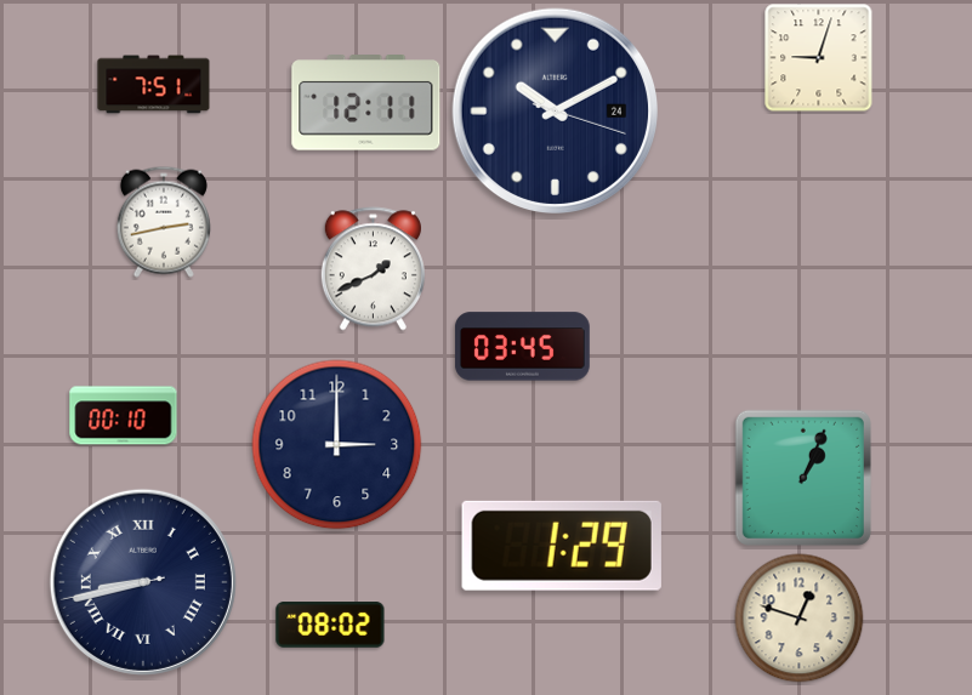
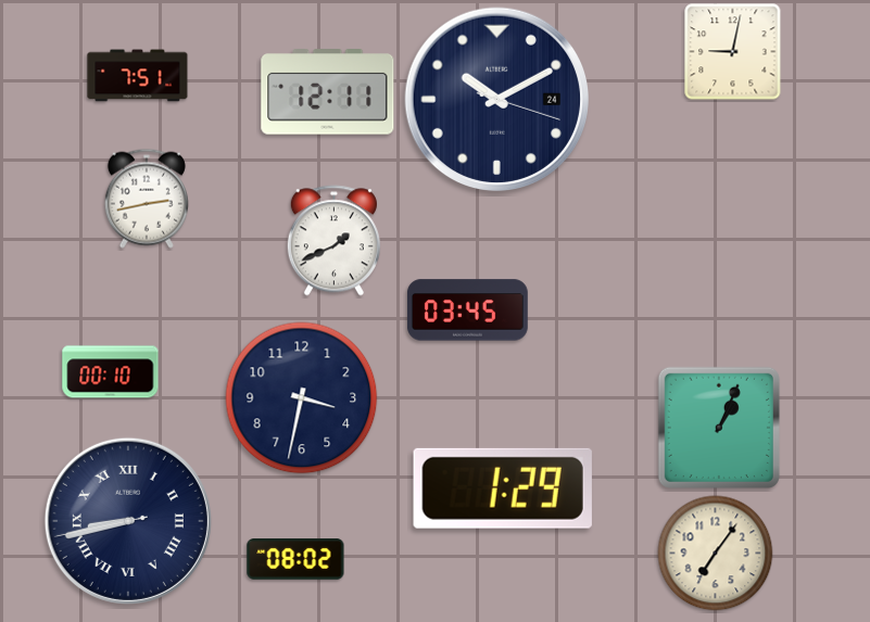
clock at (819, 58): 9:03 -> 9:02
clock at (337, 445): 3:00 -> 3:32
clock at (800, 619): 12:48 -> 7:06
